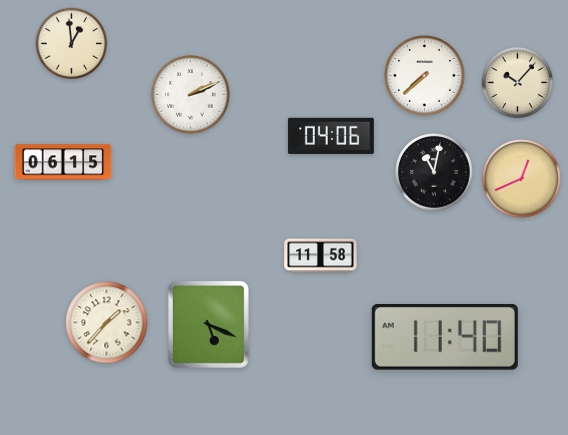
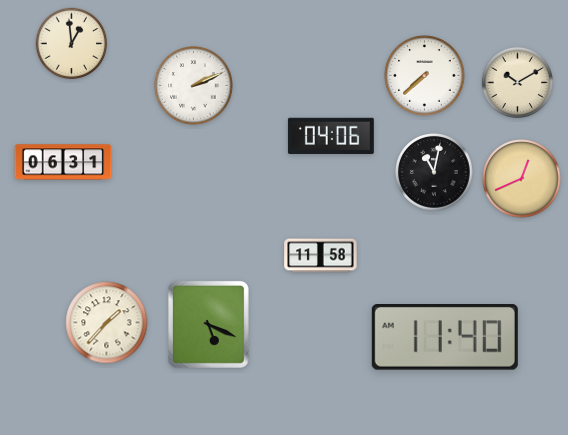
clock at (518, 83): 10:07 -> 10:10
clock at (191, 95) position: (191, 95) -> (194, 86)
clock at (63, 162): 06:15 -> 06:31
